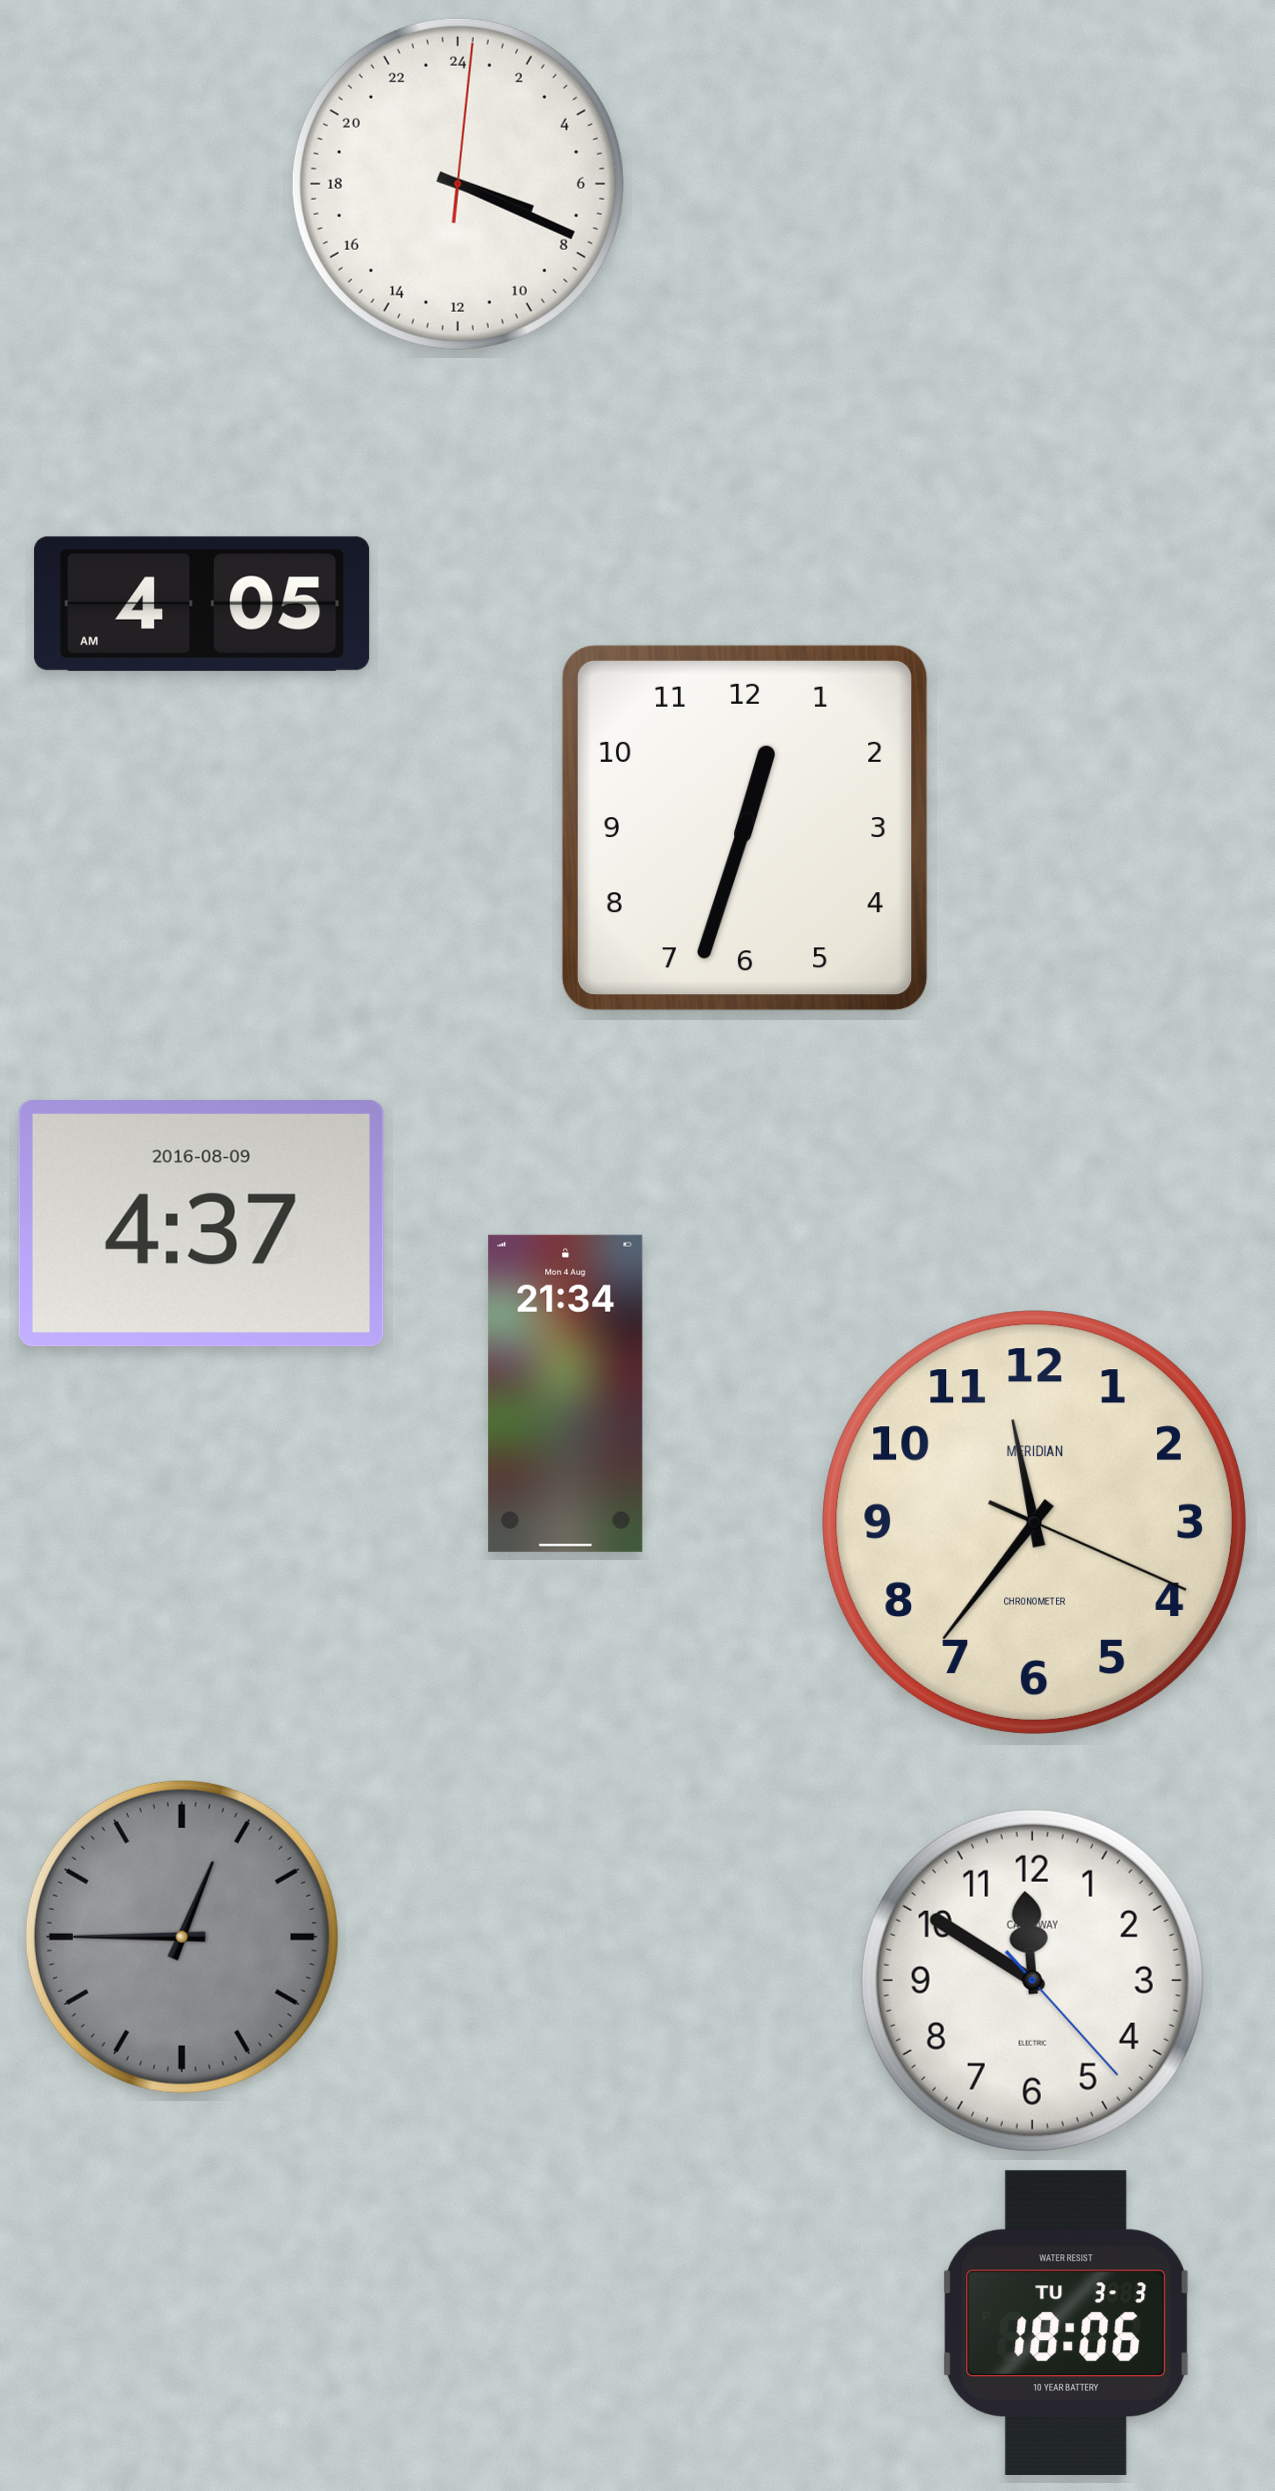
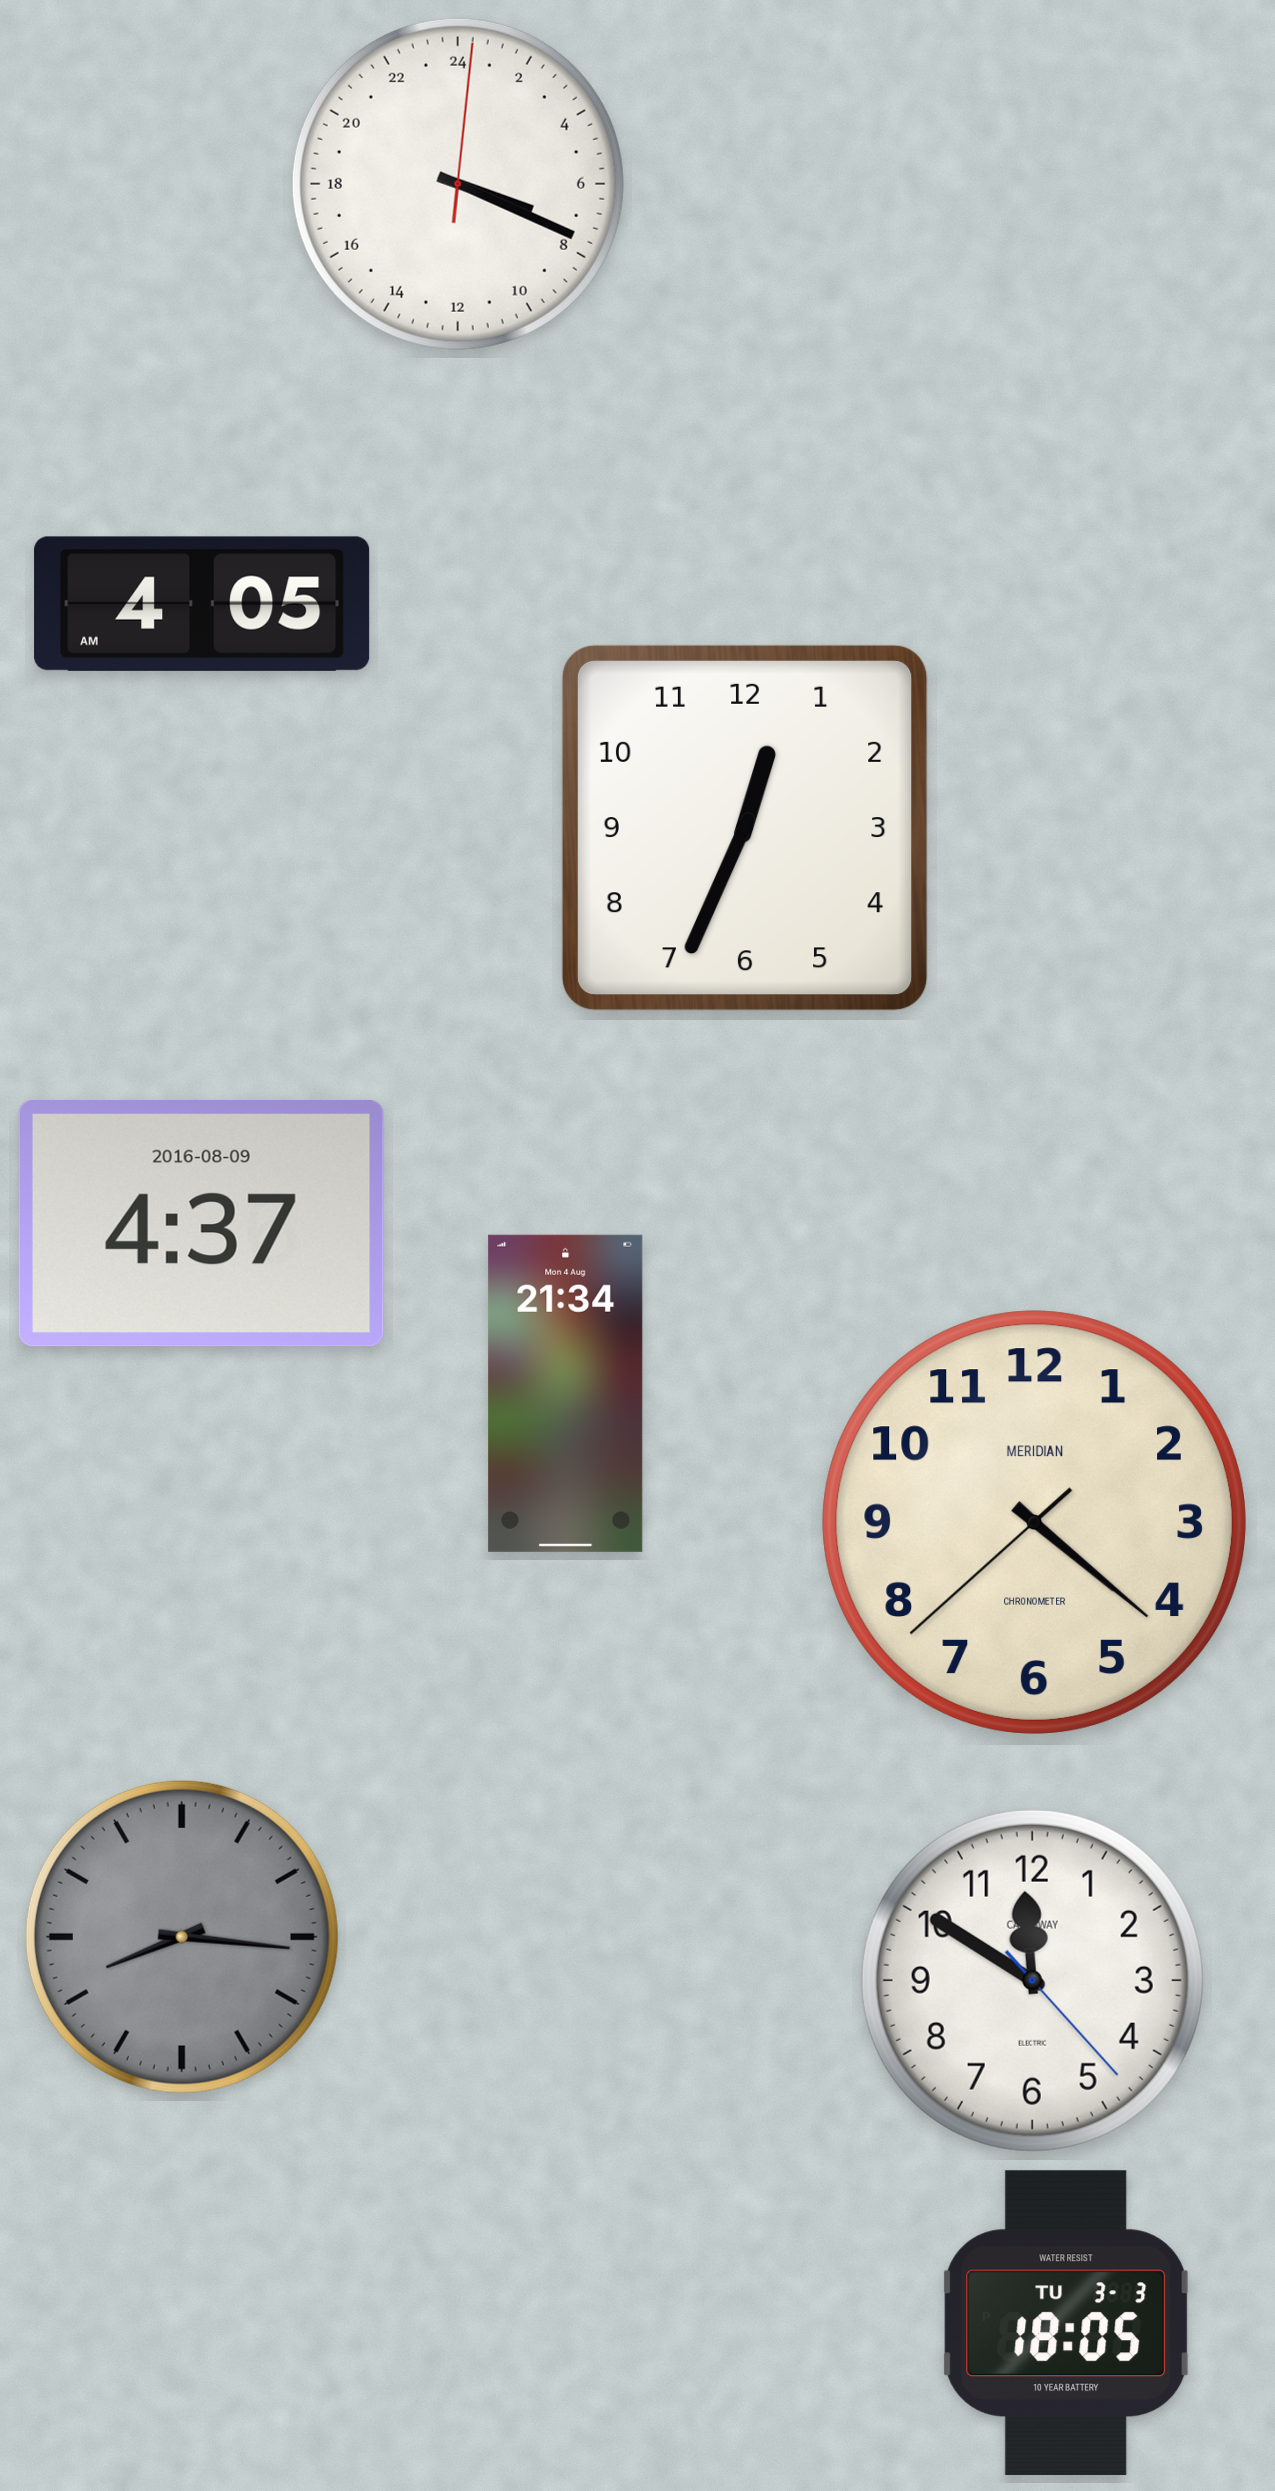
clock at (745, 828): 12:33 -> 12:34
clock at (1034, 1522): 11:36 -> 4:21
clock at (182, 1937): 12:45 -> 8:16
clock at (1066, 2322): 18:06 -> 18:05
